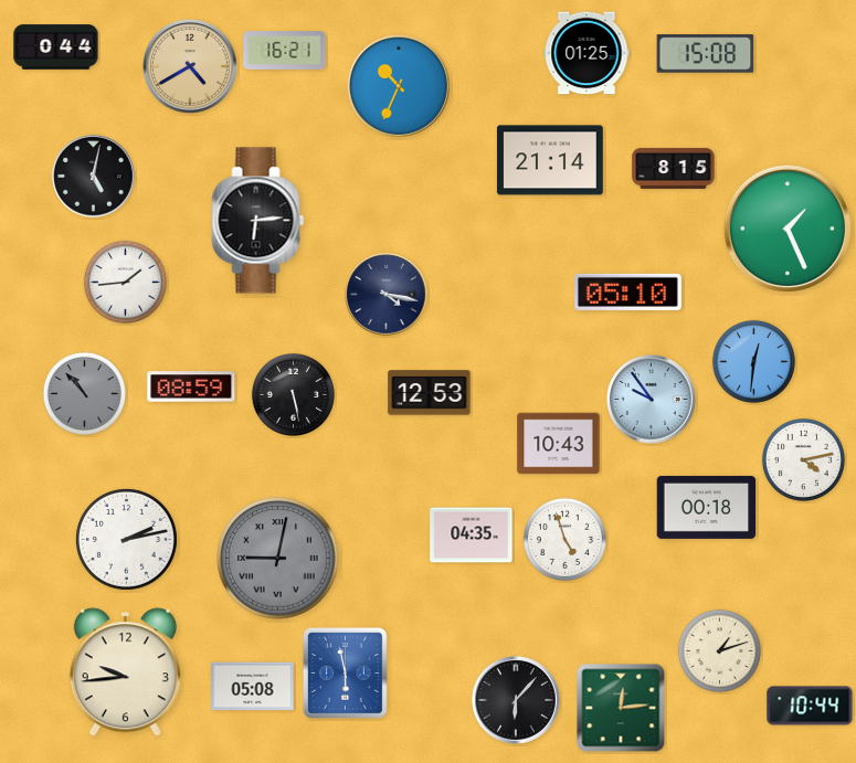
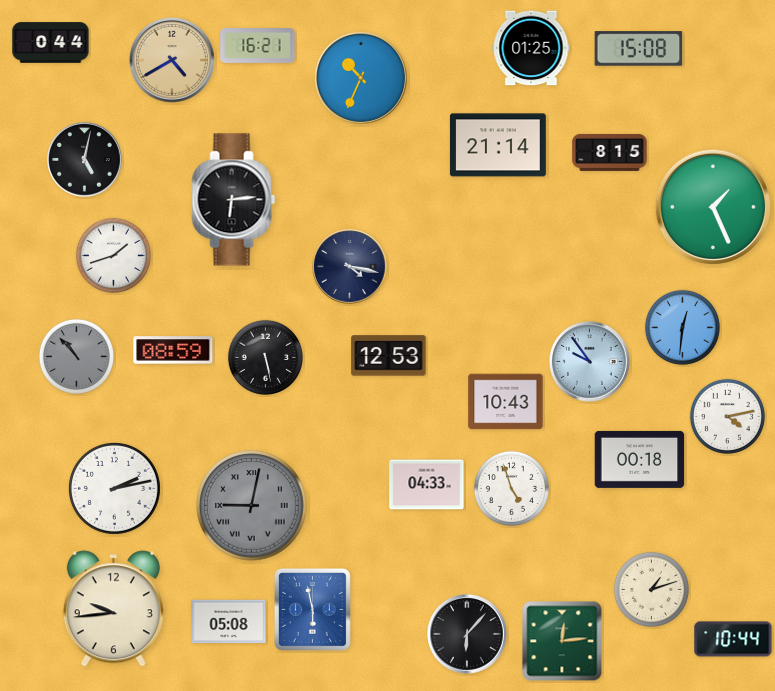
clock at (125, 282): 1:44 -> 1:42
clock at (628, 292): 05:10 -> none
clock at (472, 536): 04:35 -> 04:33
